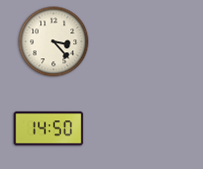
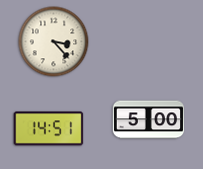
clock at (148, 120): none -> 5:00
clock at (49, 129): 14:50 -> 14:51
